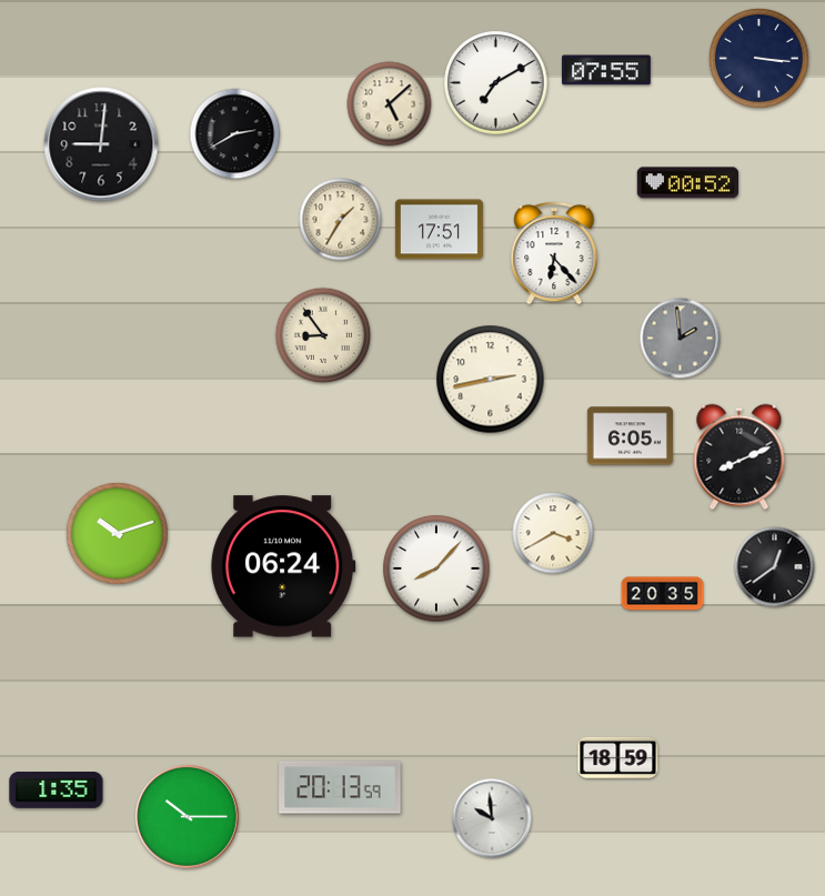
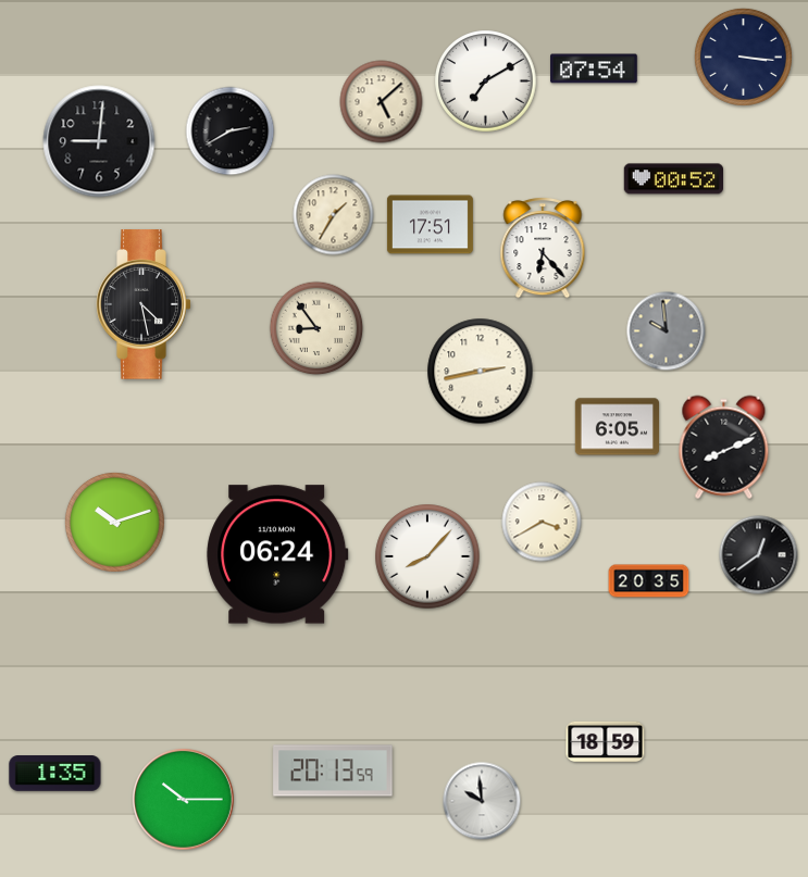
clock at (607, 70): 07:55 -> 07:54
clock at (144, 304): none -> 4:28
clock at (681, 339): 1:59 -> 9:59
